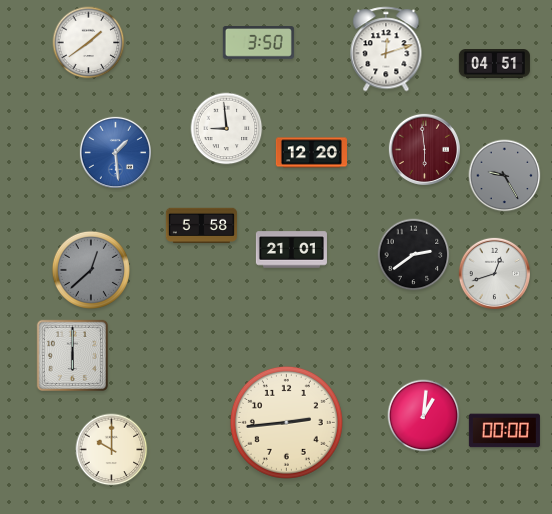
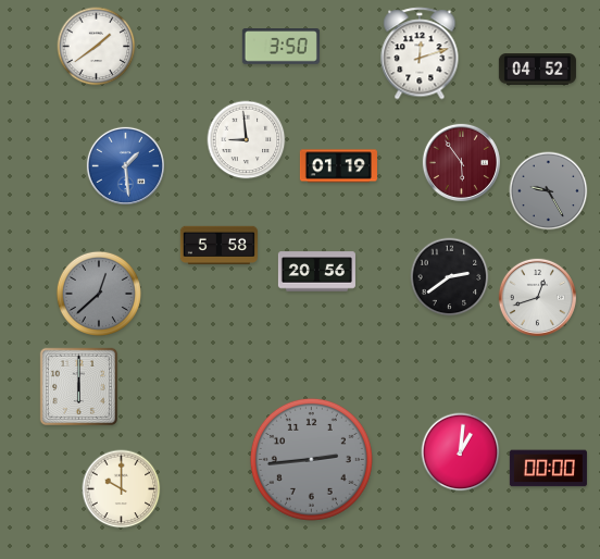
clock at (494, 64): 04:51 -> 04:52
clock at (424, 149): 5:59 -> 5:54
clock at (311, 153): 12:20 -> 01:19
clock at (291, 250): 21:01 -> 20:56
clock at (286, 422) dial: cream -> grey
